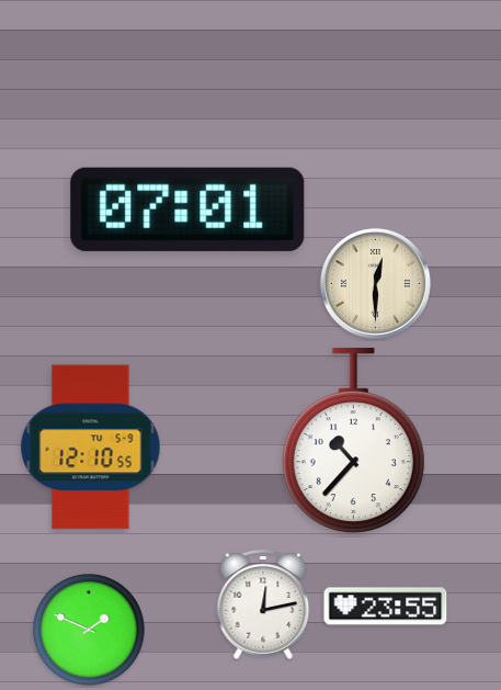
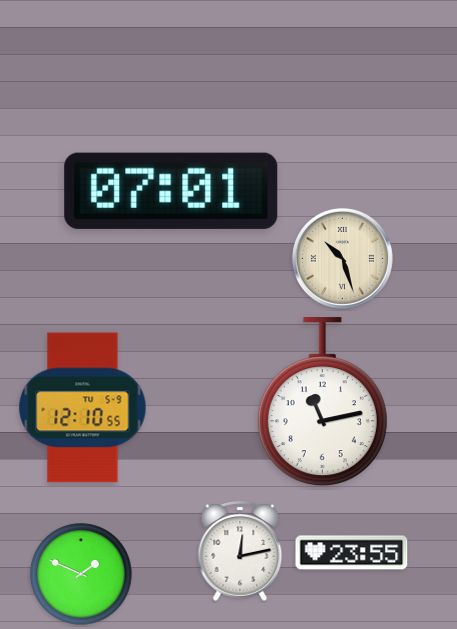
clock at (375, 283): 12:30 -> 10:27
clock at (353, 441): 10:37 -> 11:13
